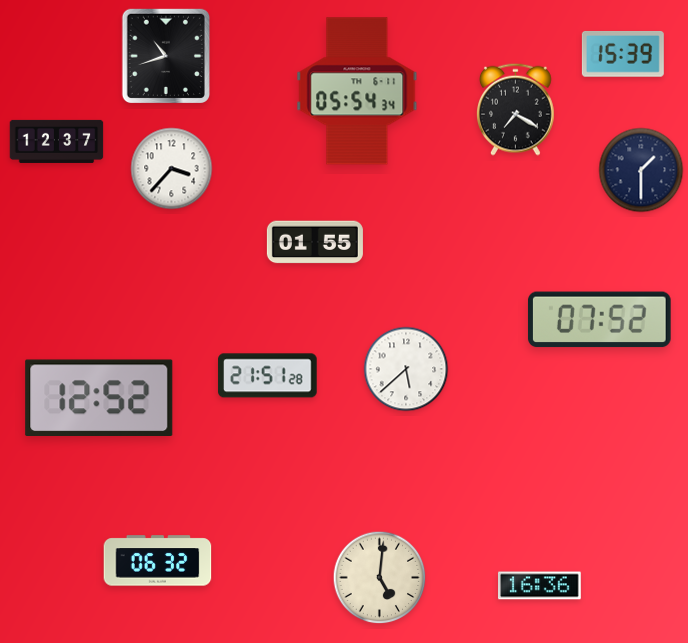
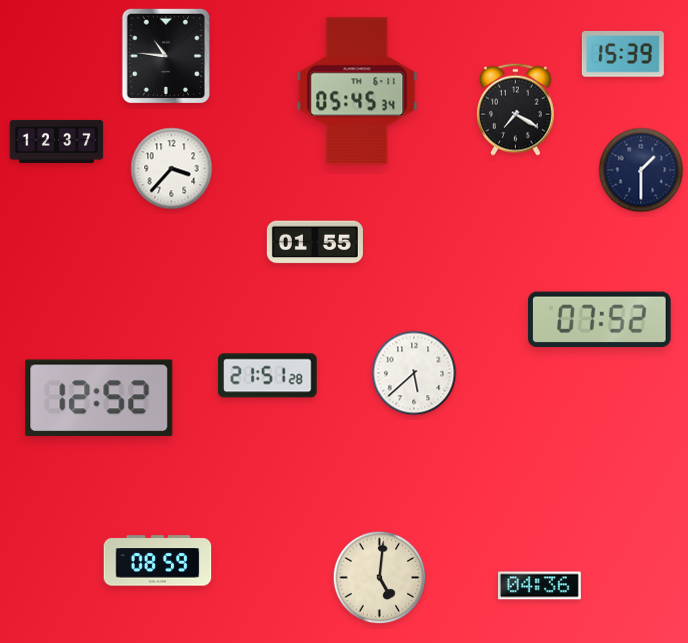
clock at (165, 55): 10:42 -> 10:46
clock at (357, 91): 05:54 -> 05:45
clock at (406, 369) position: (406, 369) -> (414, 373)
clock at (158, 561): 06:32 -> 08:59
clock at (540, 586): 16:36 -> 04:36
